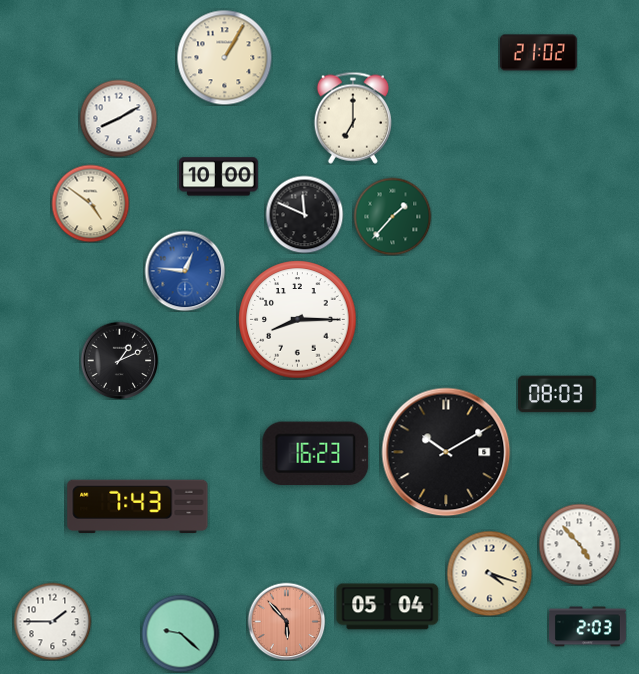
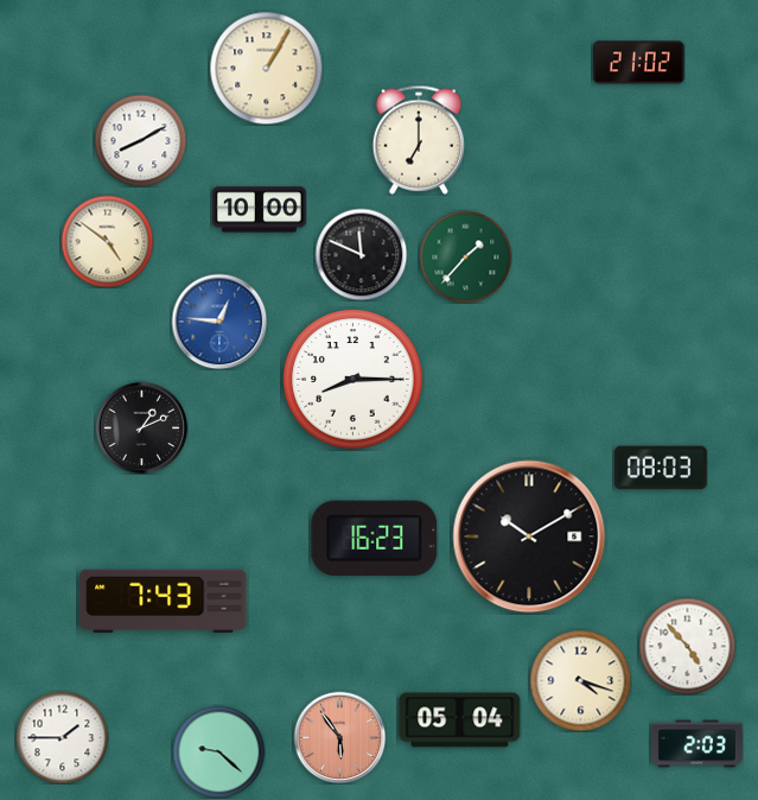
clock at (286, 621): 5:53 -> 5:54
clock at (180, 633) position: (180, 633) -> (218, 751)
